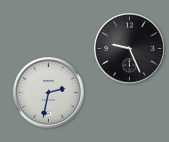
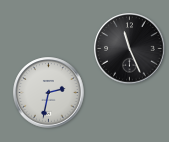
clock at (130, 49): 9:26 -> 11:26
